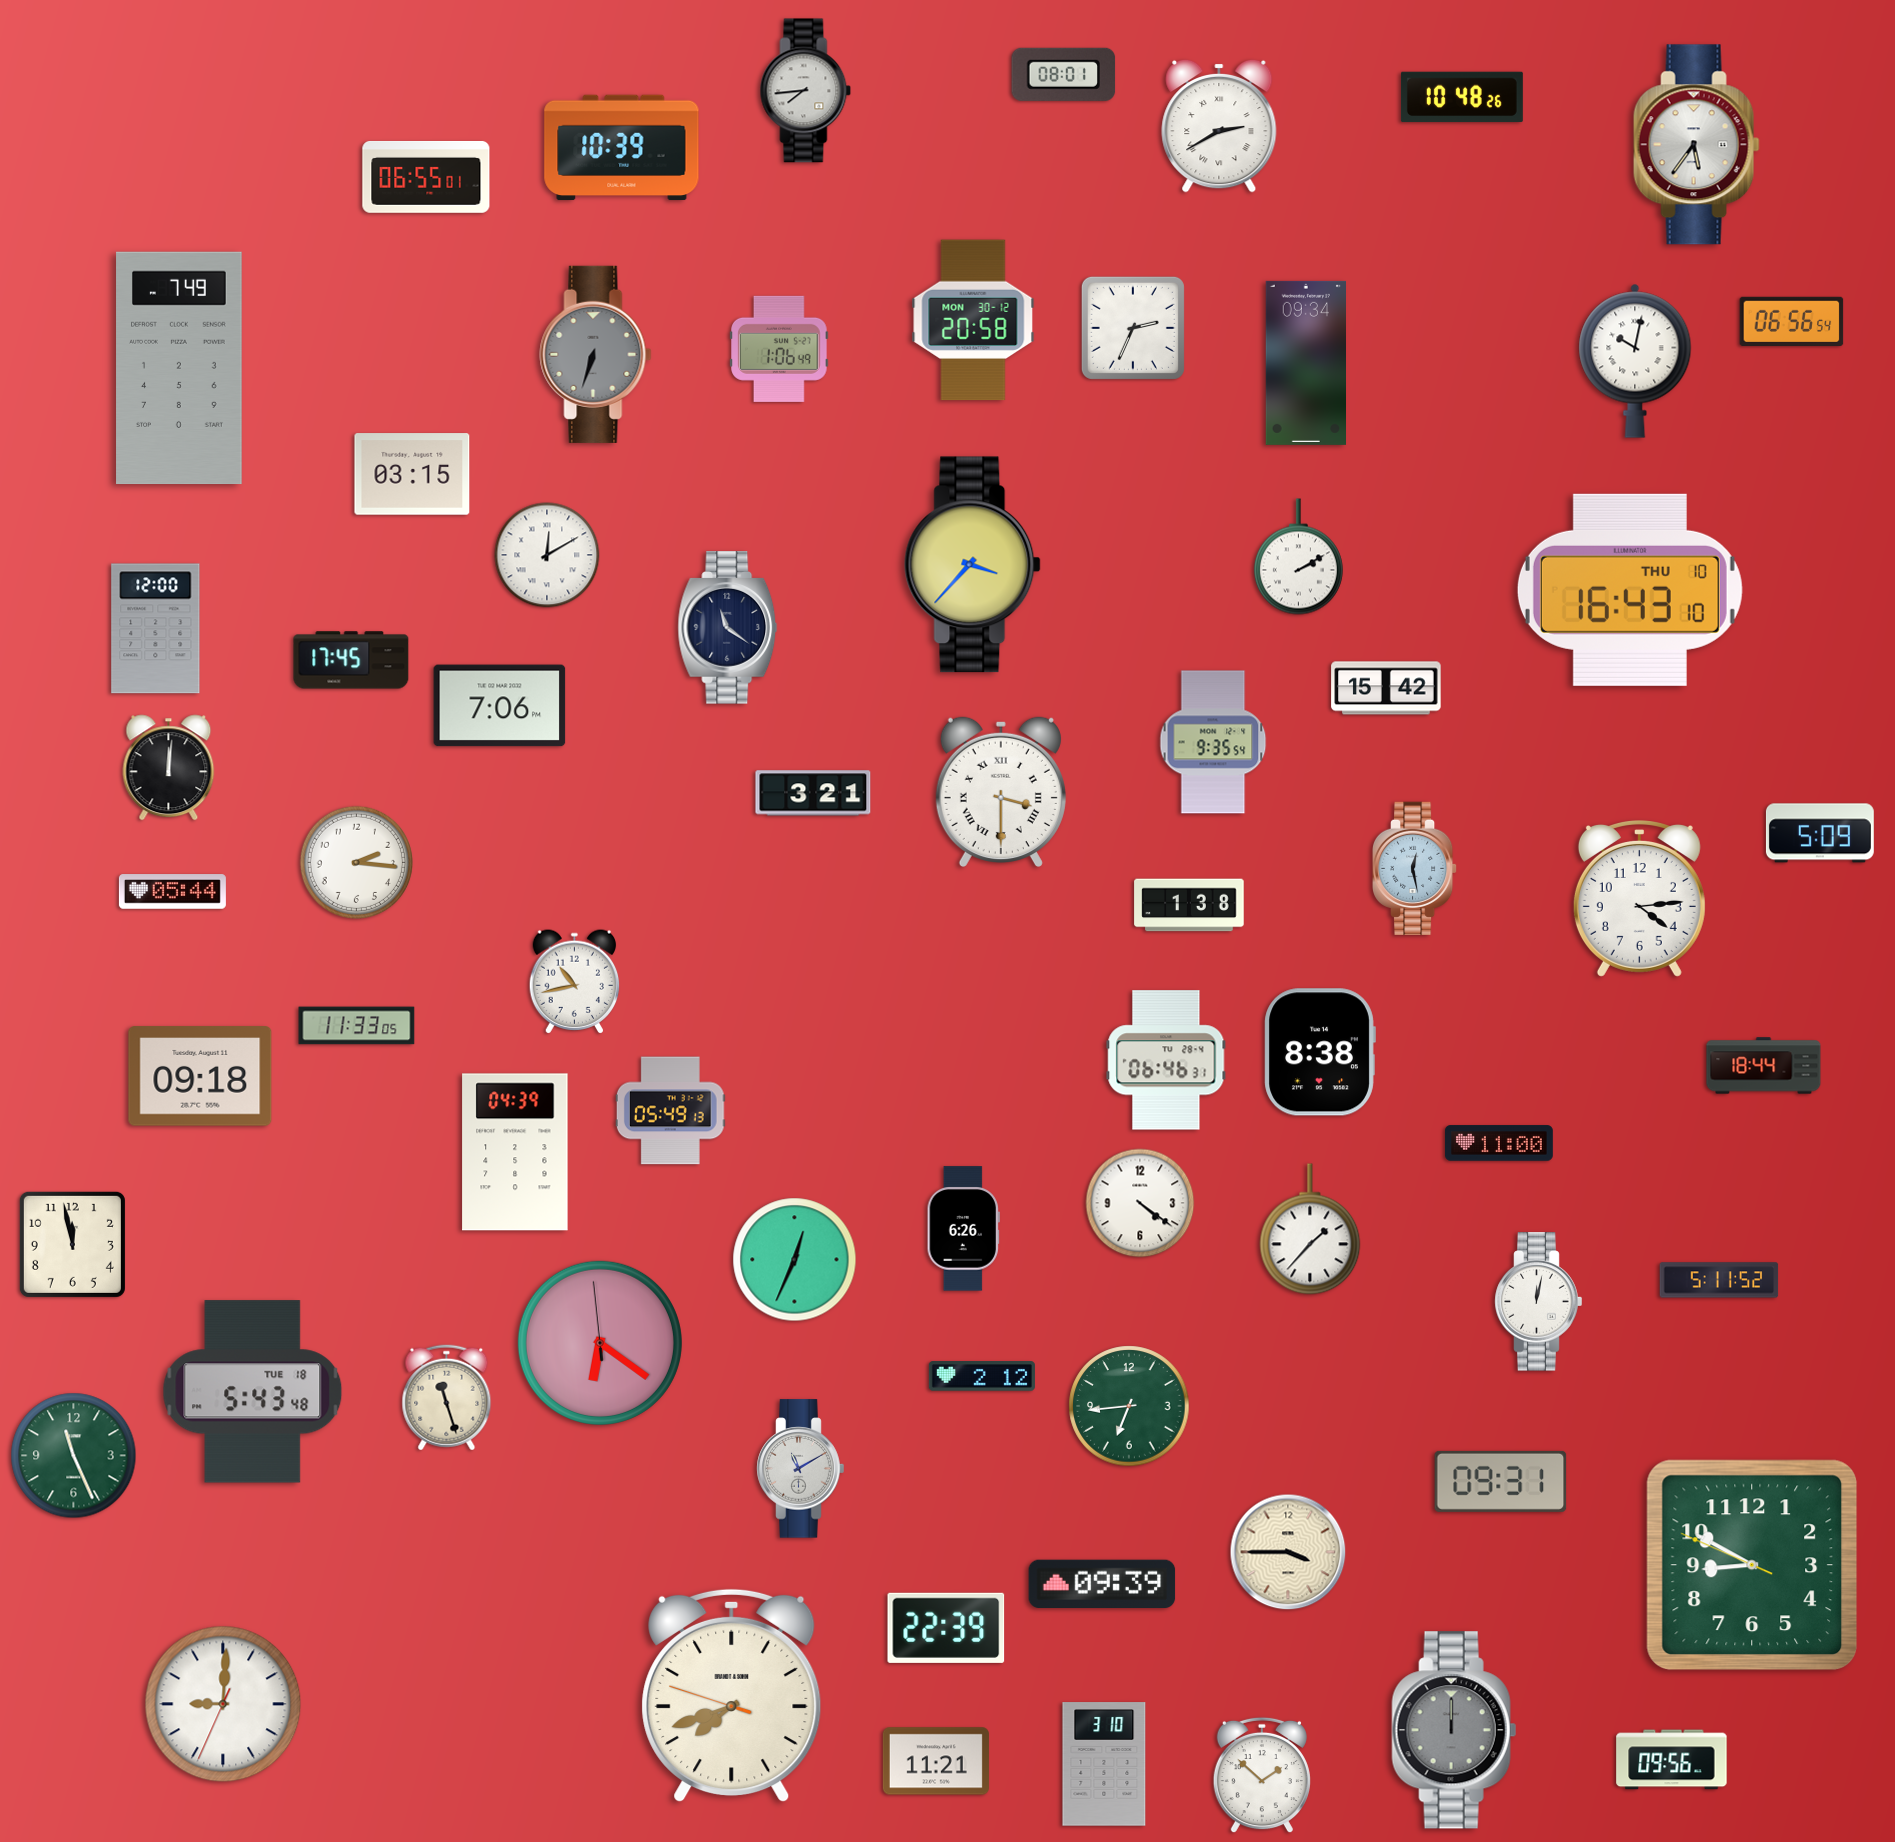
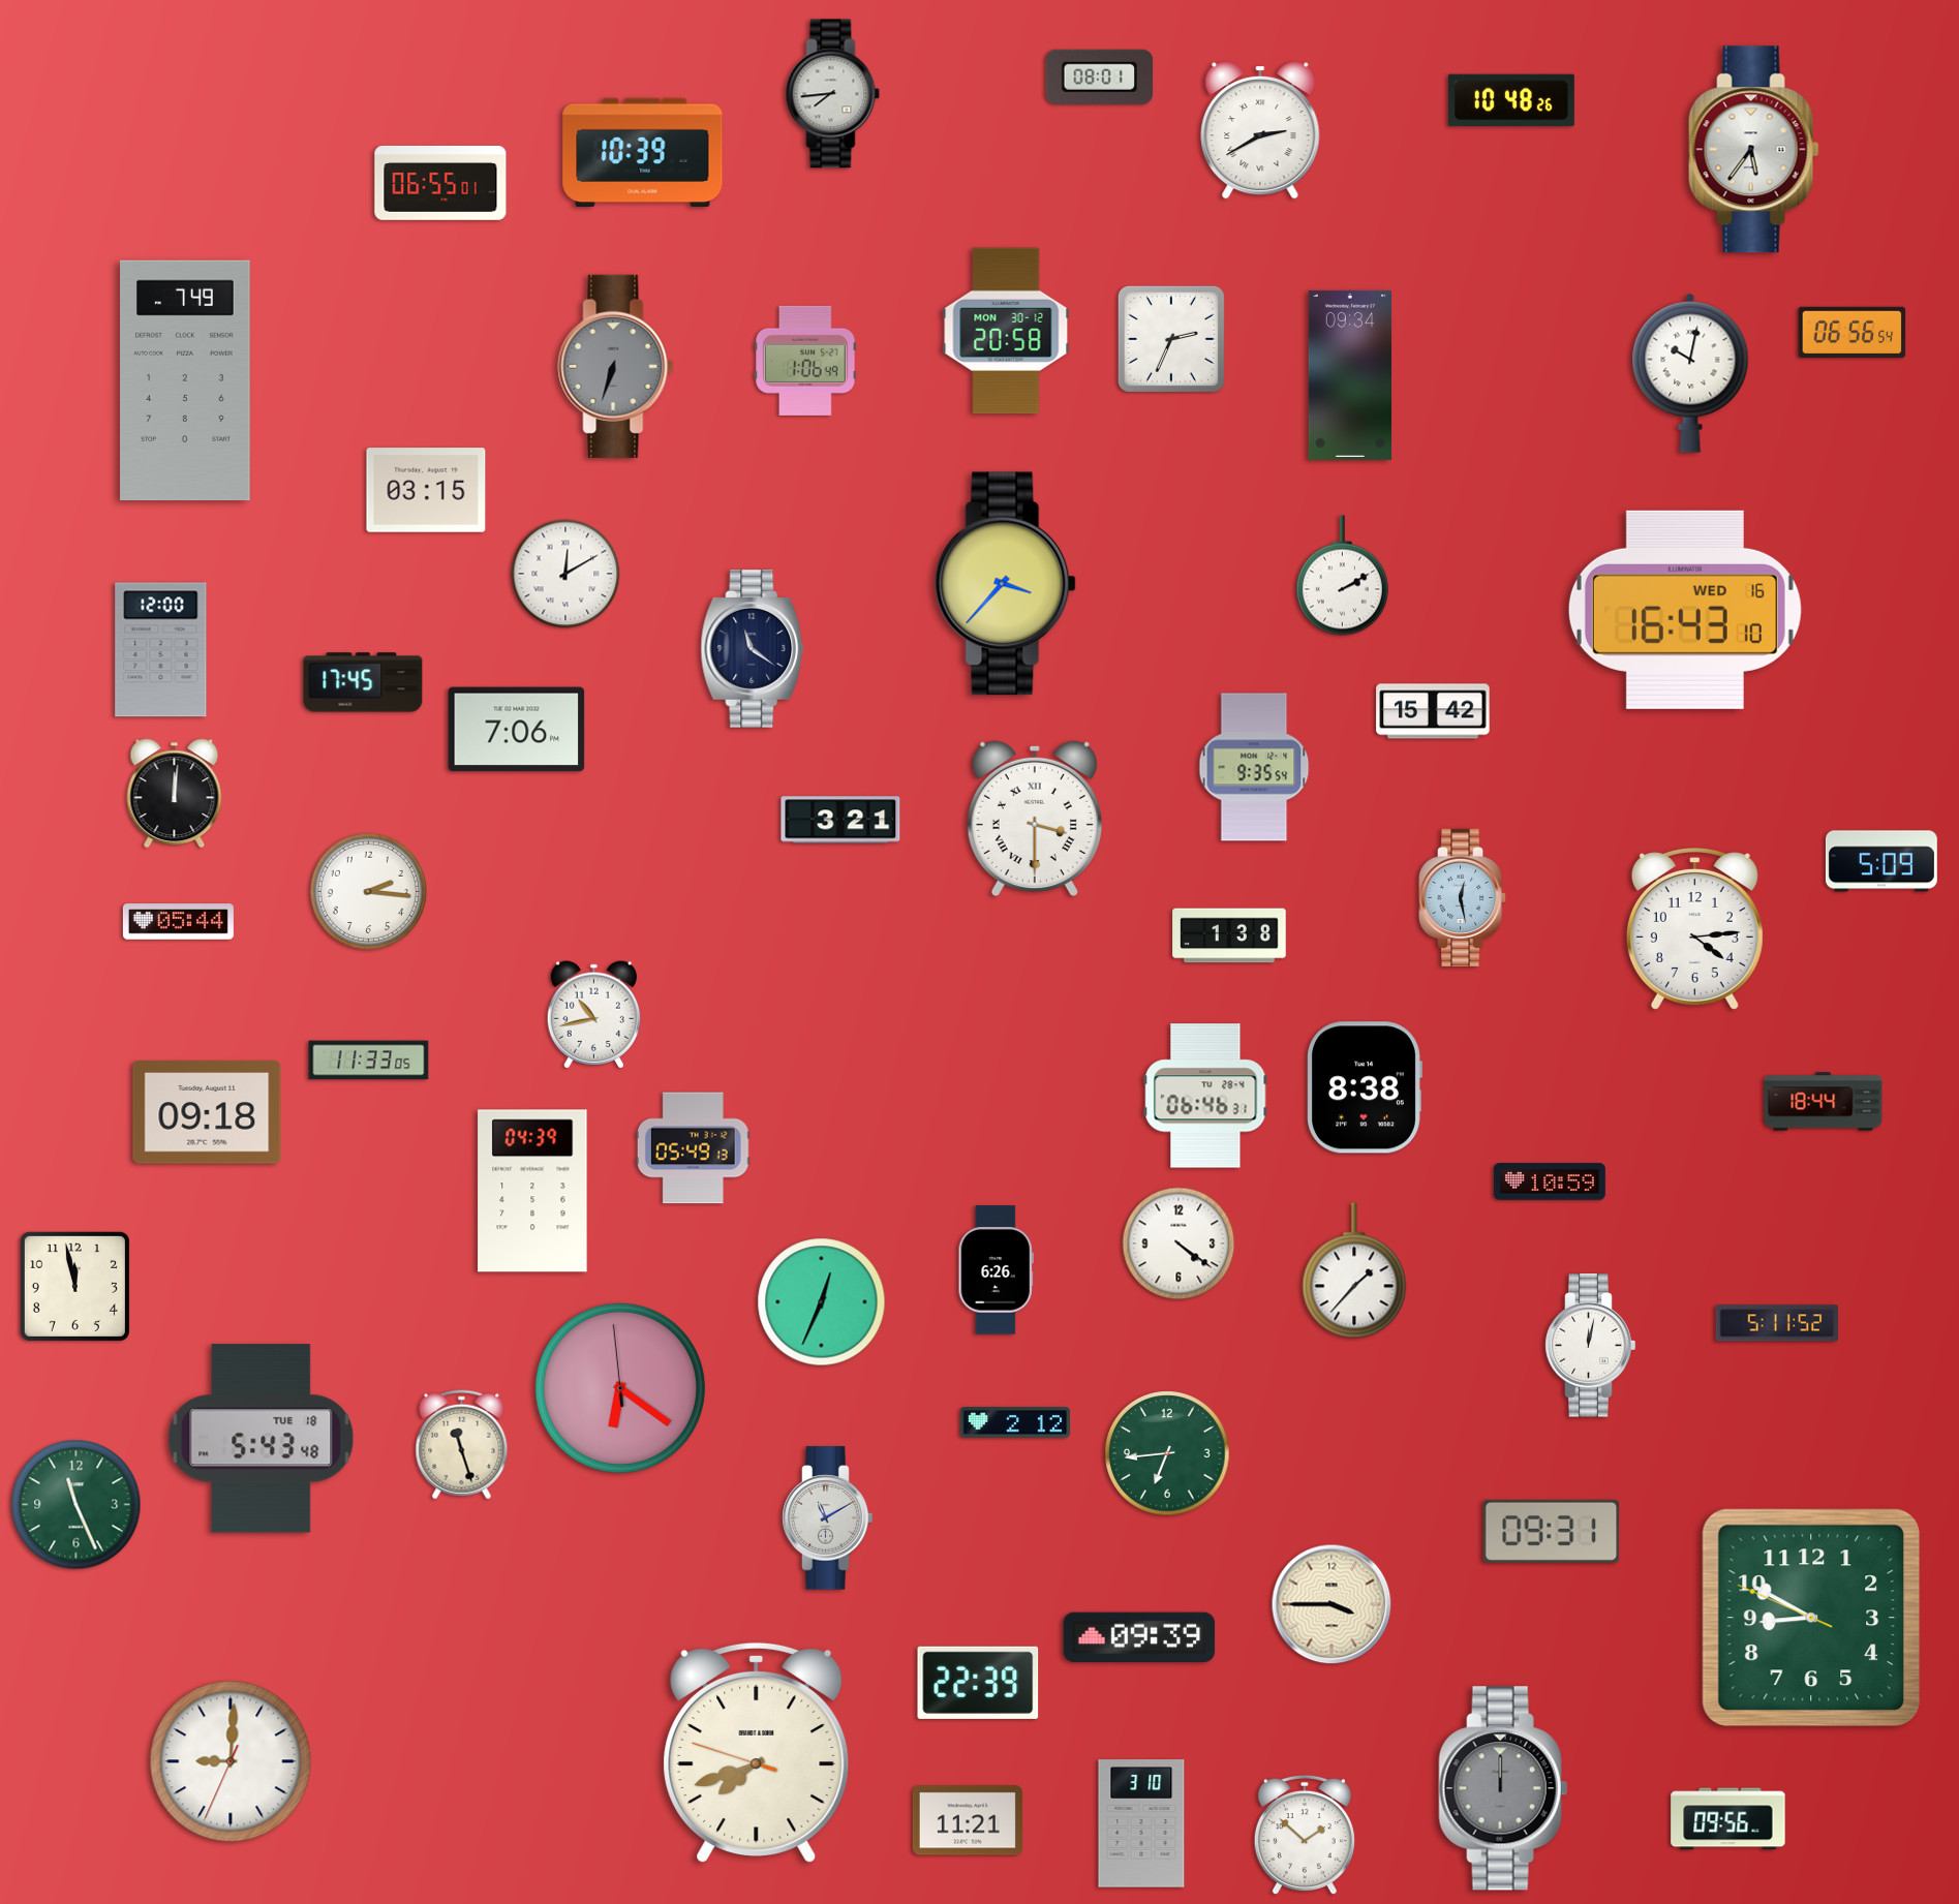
clock at (1630, 590) date: THU 10 -> WED 16
clock at (1499, 1143): 11:00 -> 10:59
